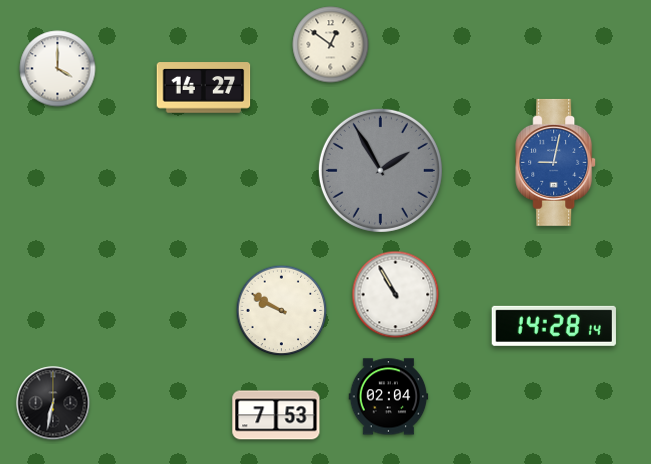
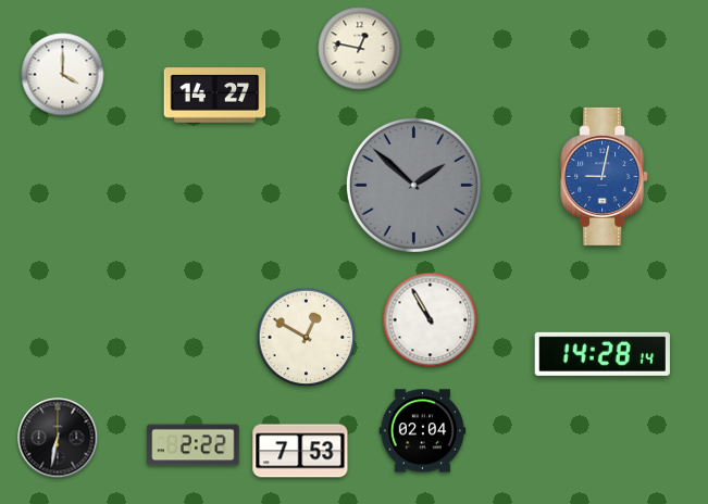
clock at (331, 45): 12:51 -> 12:47
clock at (204, 88) position: (204, 88) -> (215, 96)
clock at (380, 170): 1:55 -> 1:52
clock at (282, 311): 9:50 -> 12:50
clock at (194, 445): none -> 2:22
